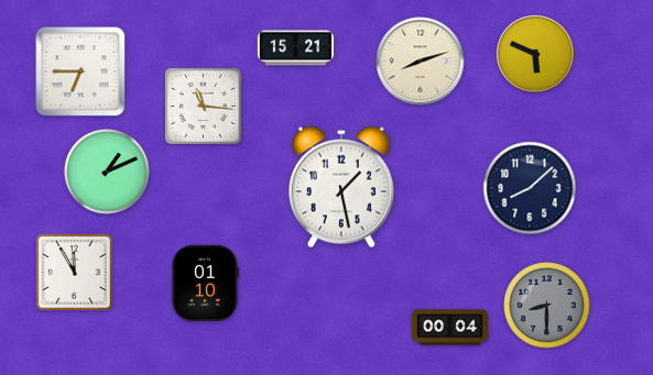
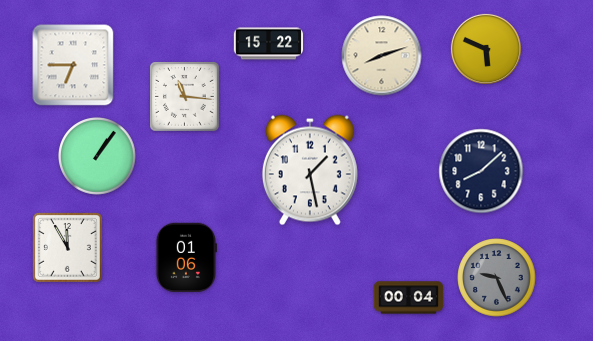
clock at (296, 48): 15:21 -> 15:22
clock at (107, 173): 1:11 -> 1:06
clock at (205, 284): 01:10 -> 01:06
clock at (547, 306): 8:30 -> 9:26
